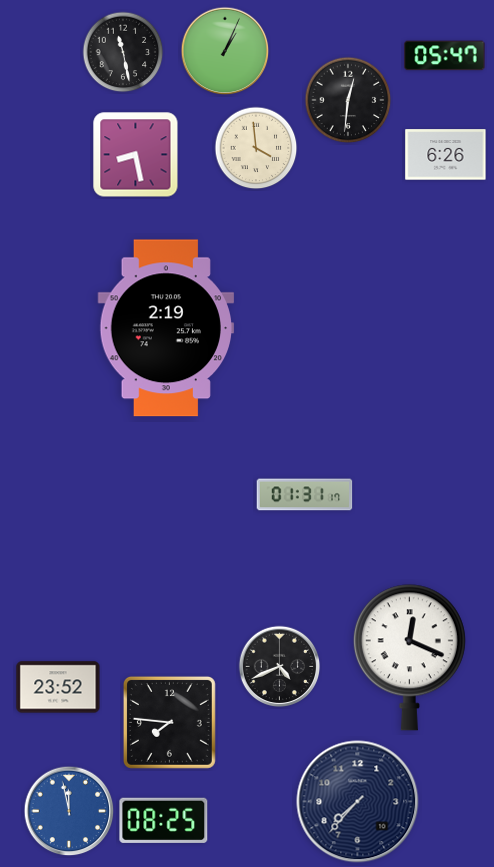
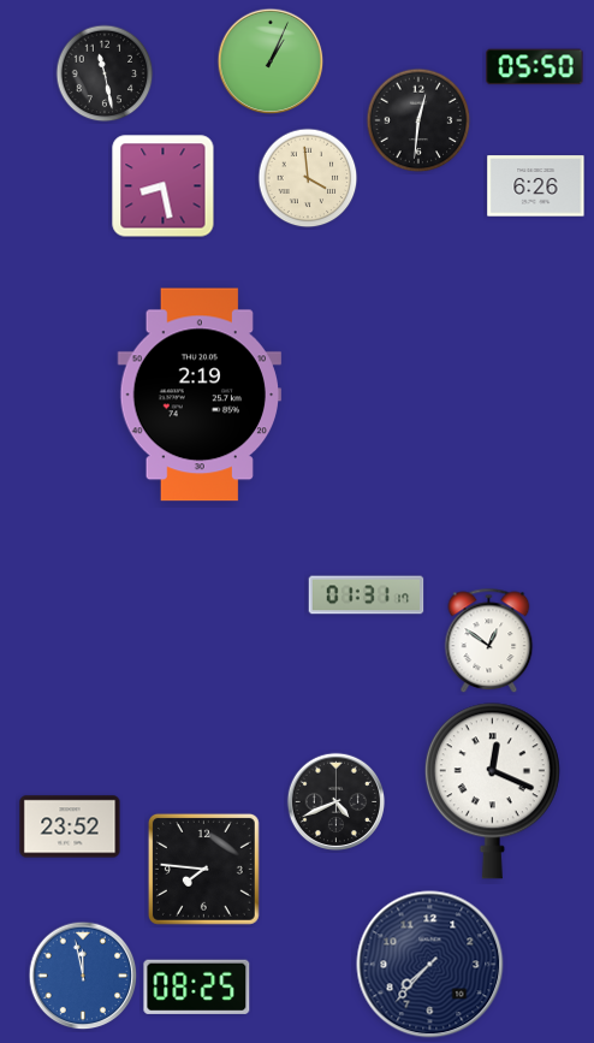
clock at (123, 52) position: (123, 52) -> (105, 73)
clock at (445, 56): 05:47 -> 05:50
clock at (489, 641): none -> 12:51
